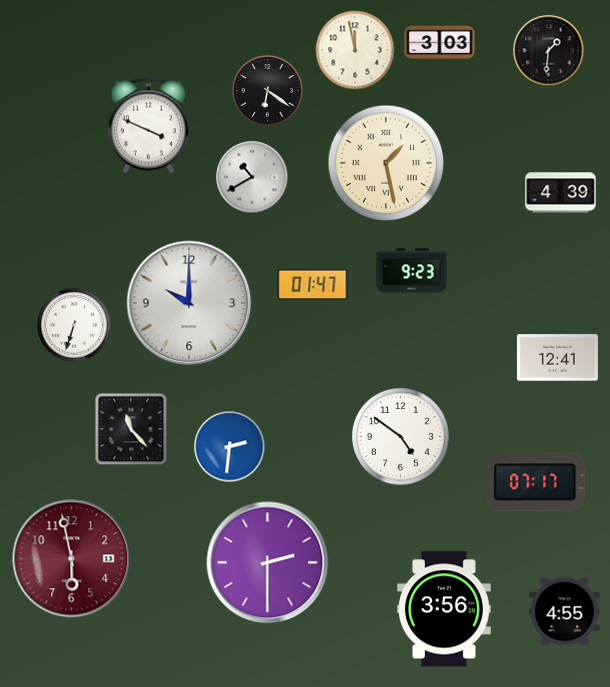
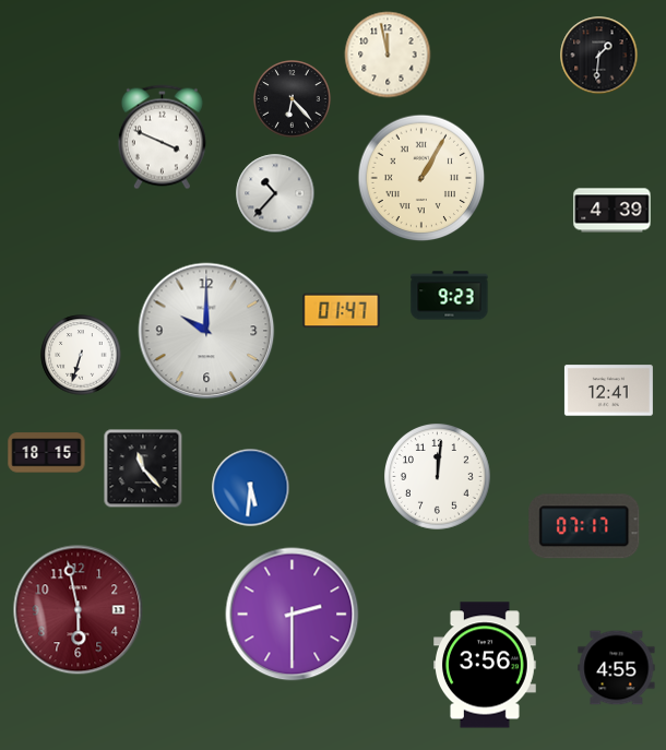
clock at (440, 43): 3:03 -> none
clock at (268, 91): 6:21 -> 6:23
clock at (386, 163): 1:28 -> 1:05
clock at (252, 177): 10:40 -> 10:37
clock at (47, 453): none -> 18:15
clock at (401, 437): 4:51 -> 12:01
clock at (230, 447): 2:31 -> 5:31
